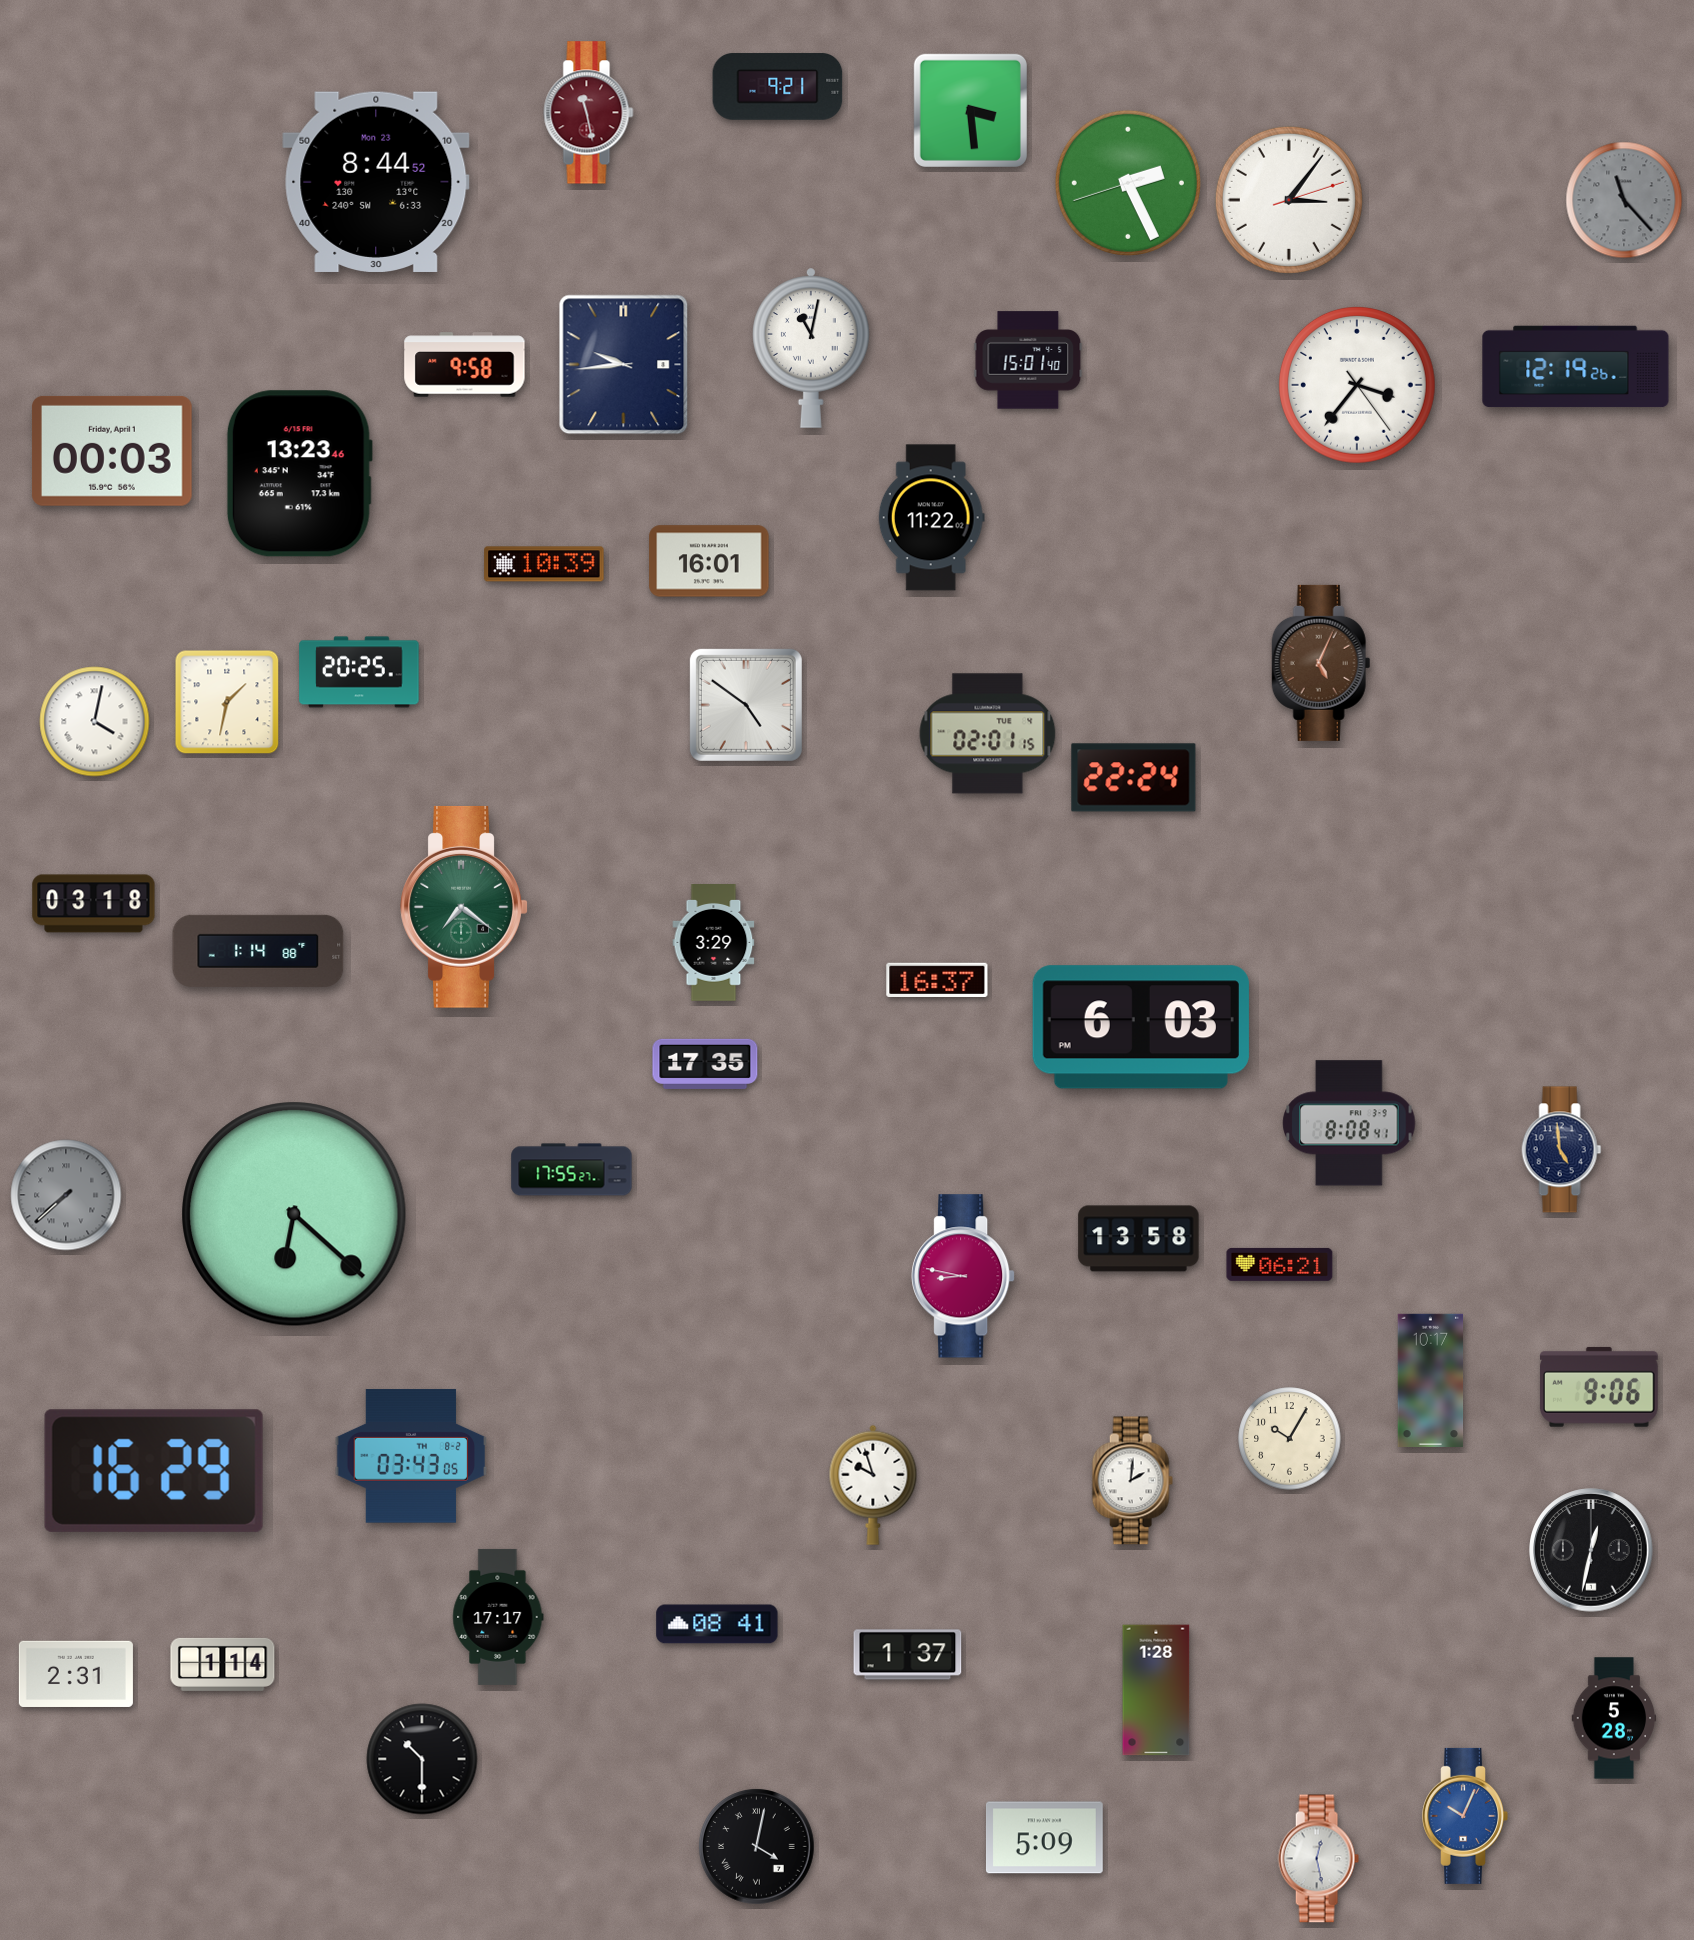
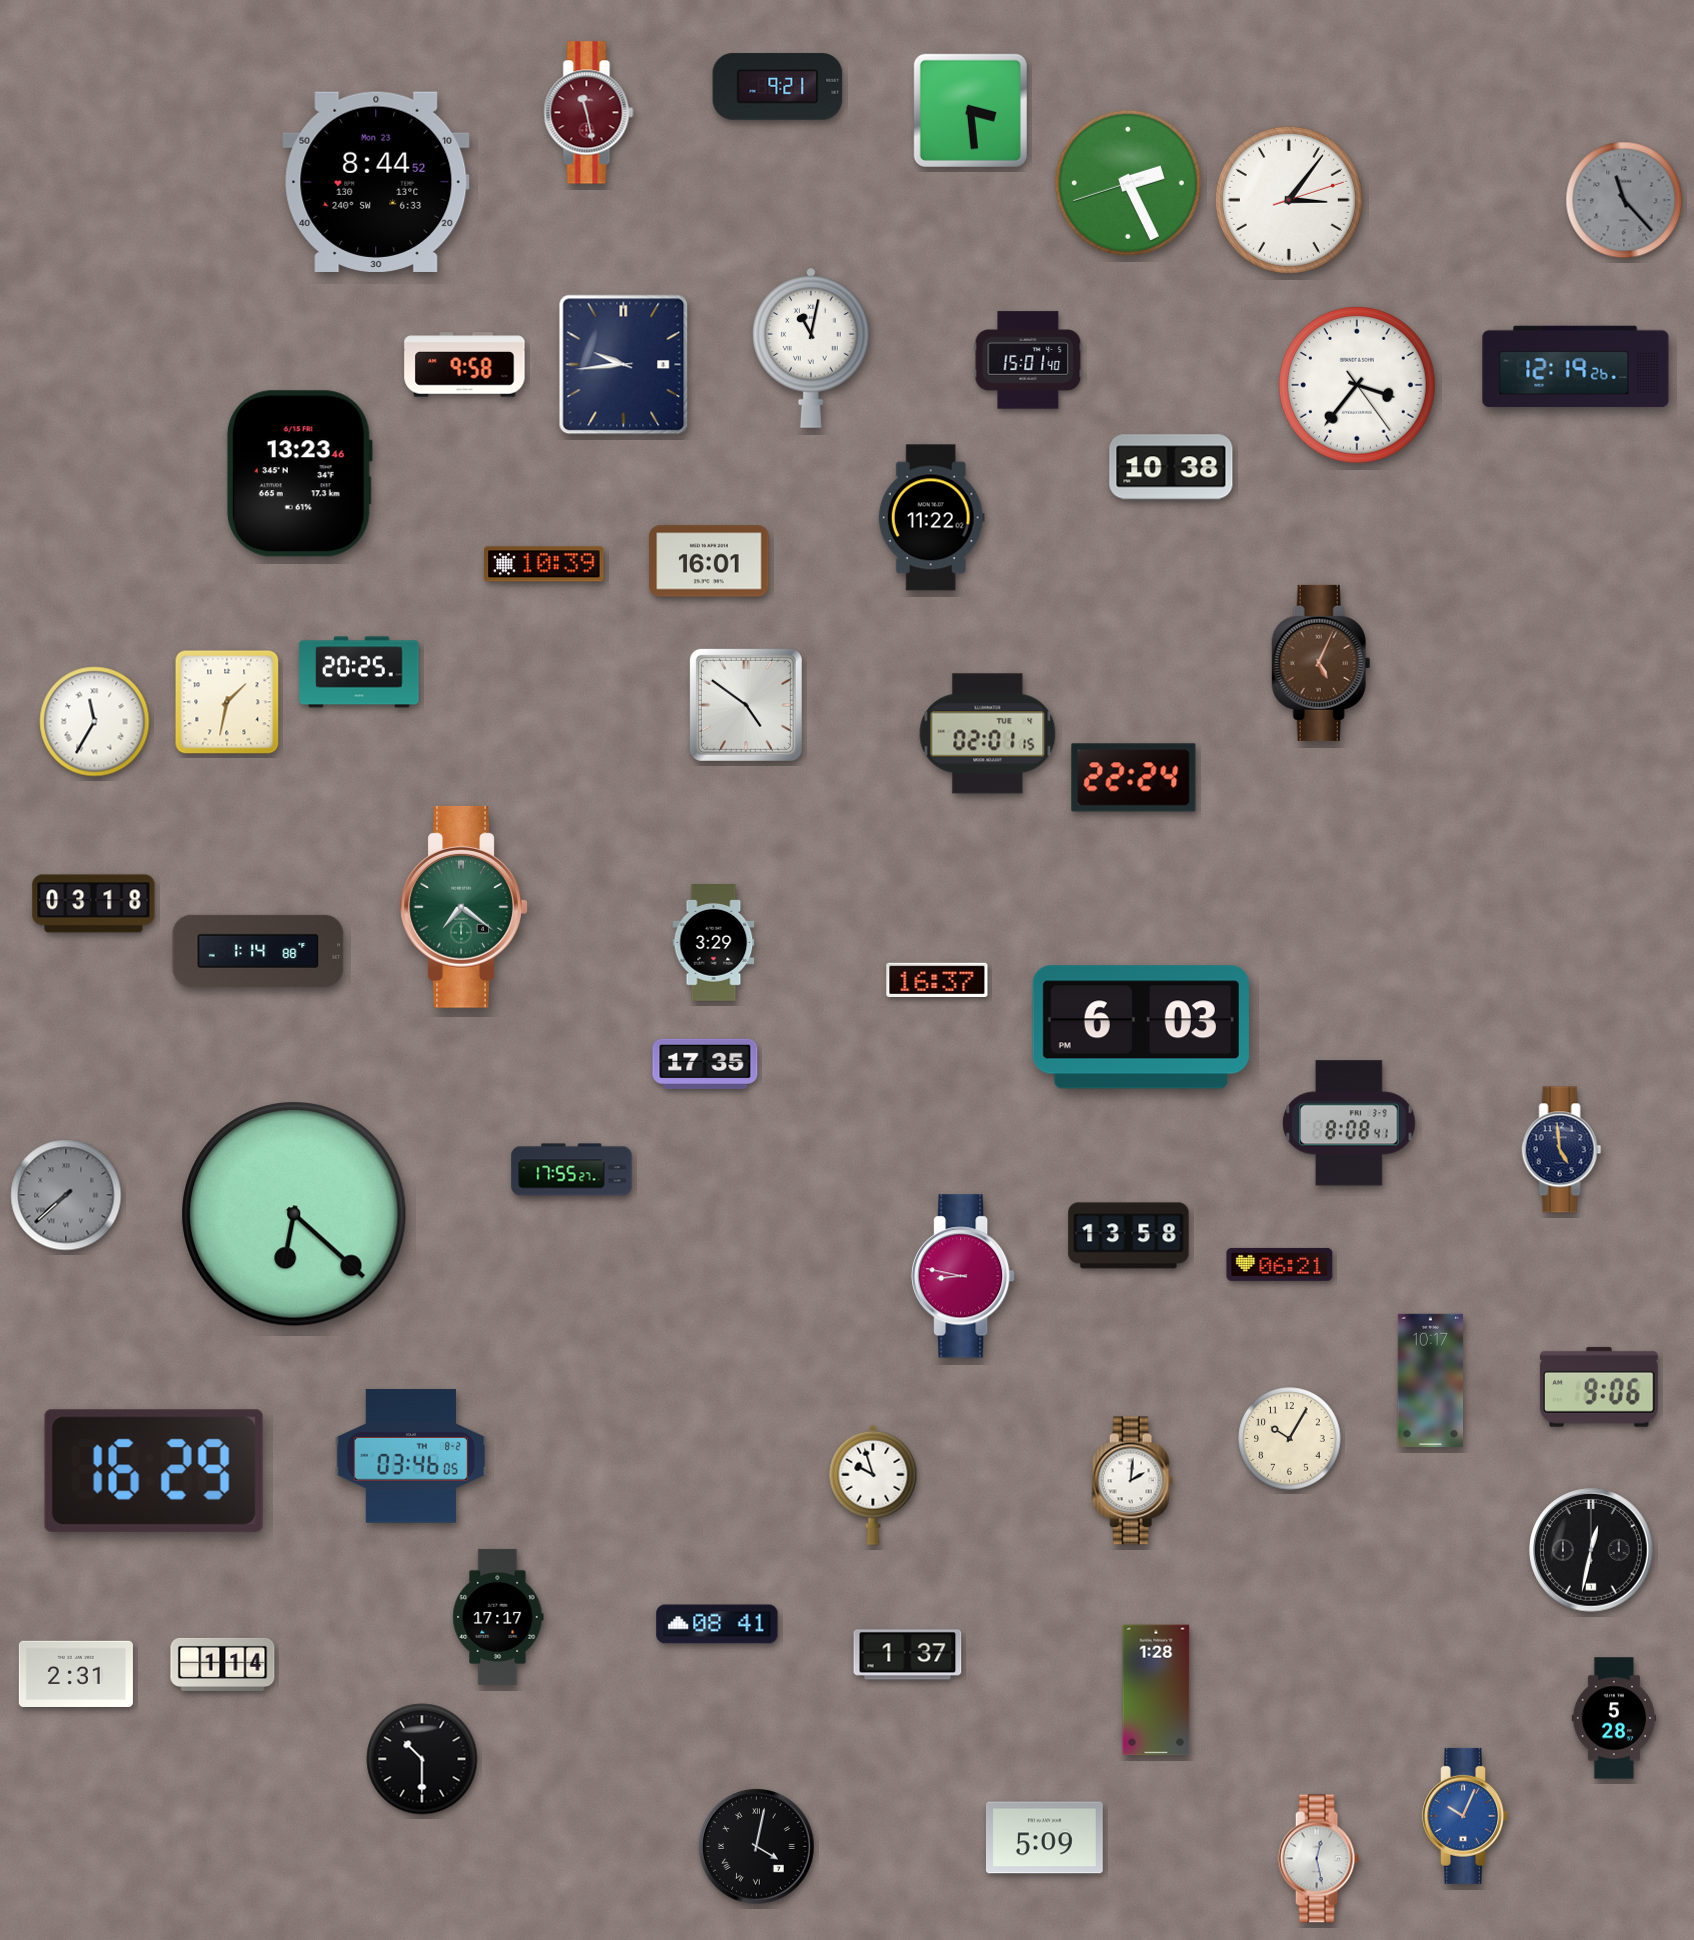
clock at (112, 451): 00:03 -> none
clock at (1171, 467): none -> 10:38
clock at (95, 722): 4:02 -> 11:35
clock at (1139, 1239) position: (1139, 1239) -> (1129, 1236)
clock at (411, 1456): 03:43 -> 03:46
